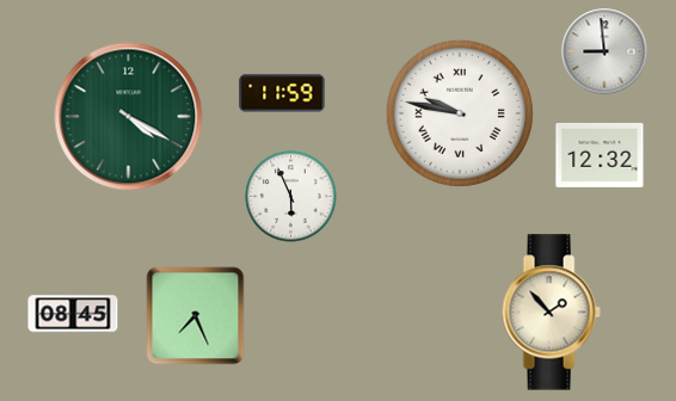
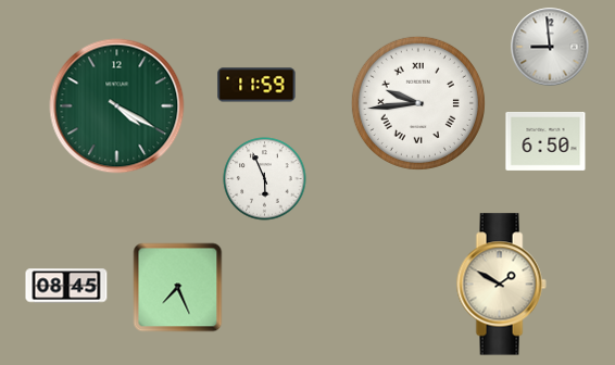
clock at (460, 113): 9:47 -> 9:44
clock at (600, 155): 12:32 -> 6:50
clock at (551, 313): 1:53 -> 1:50
